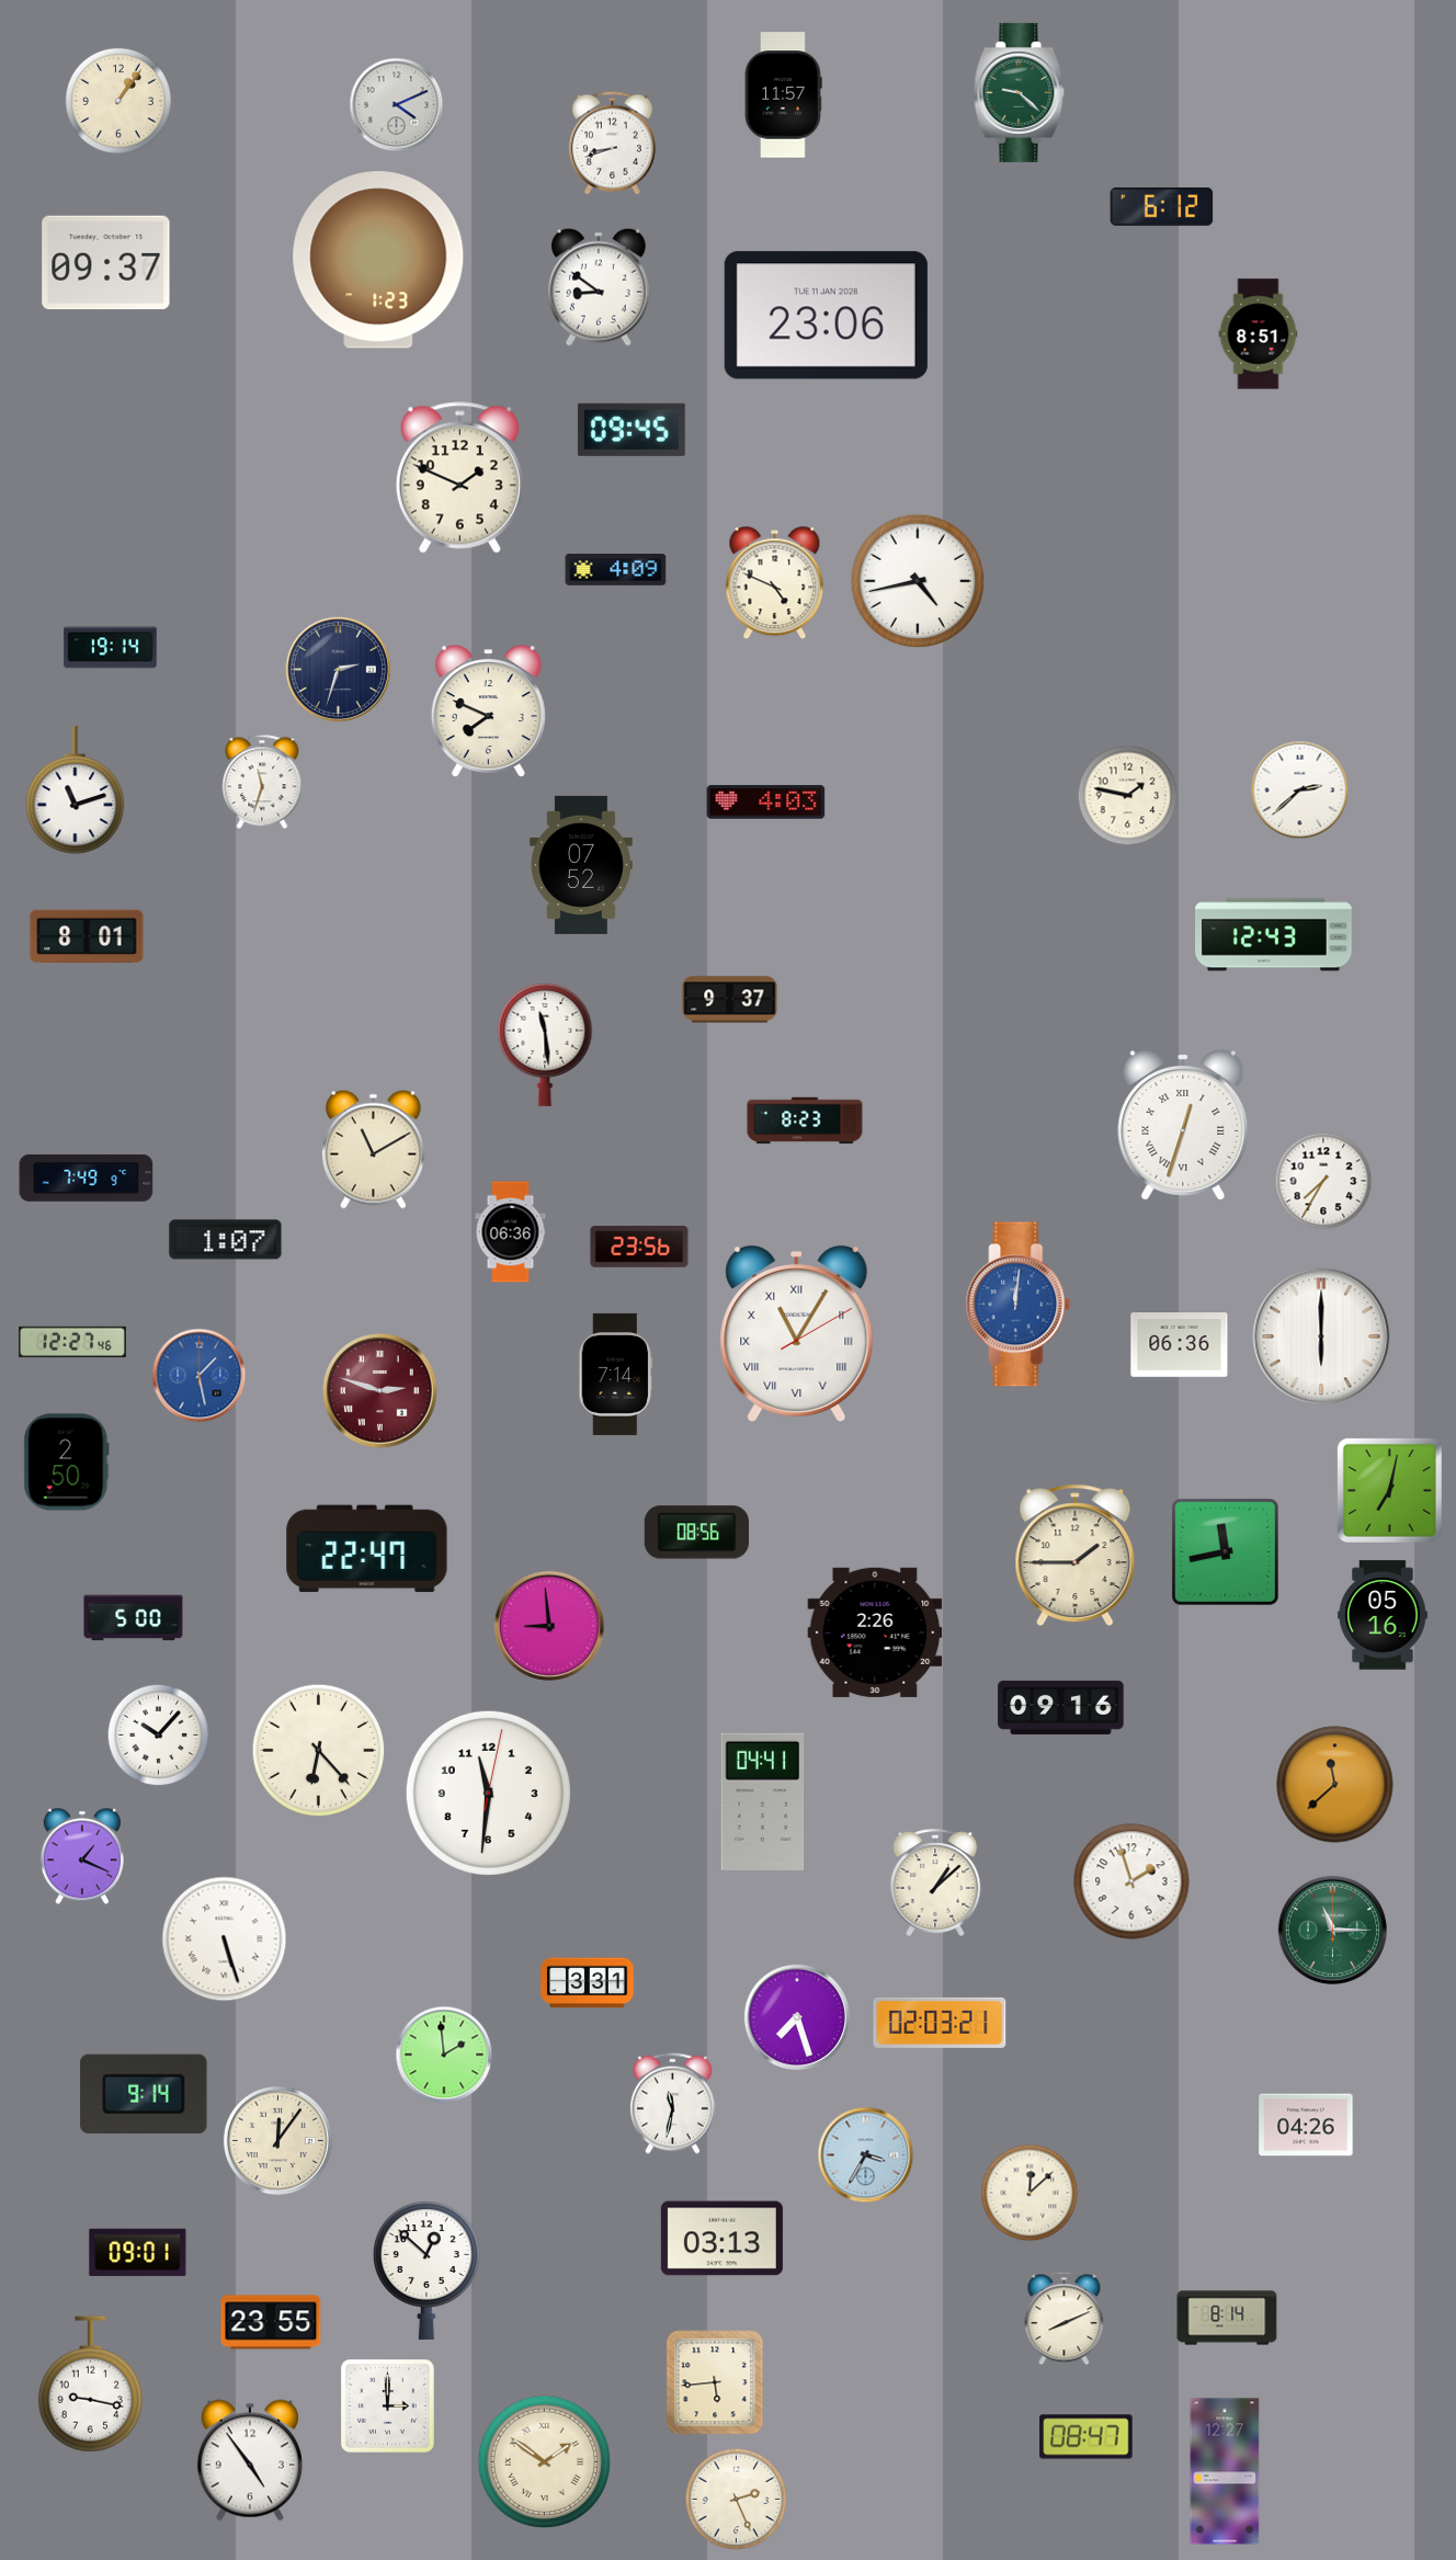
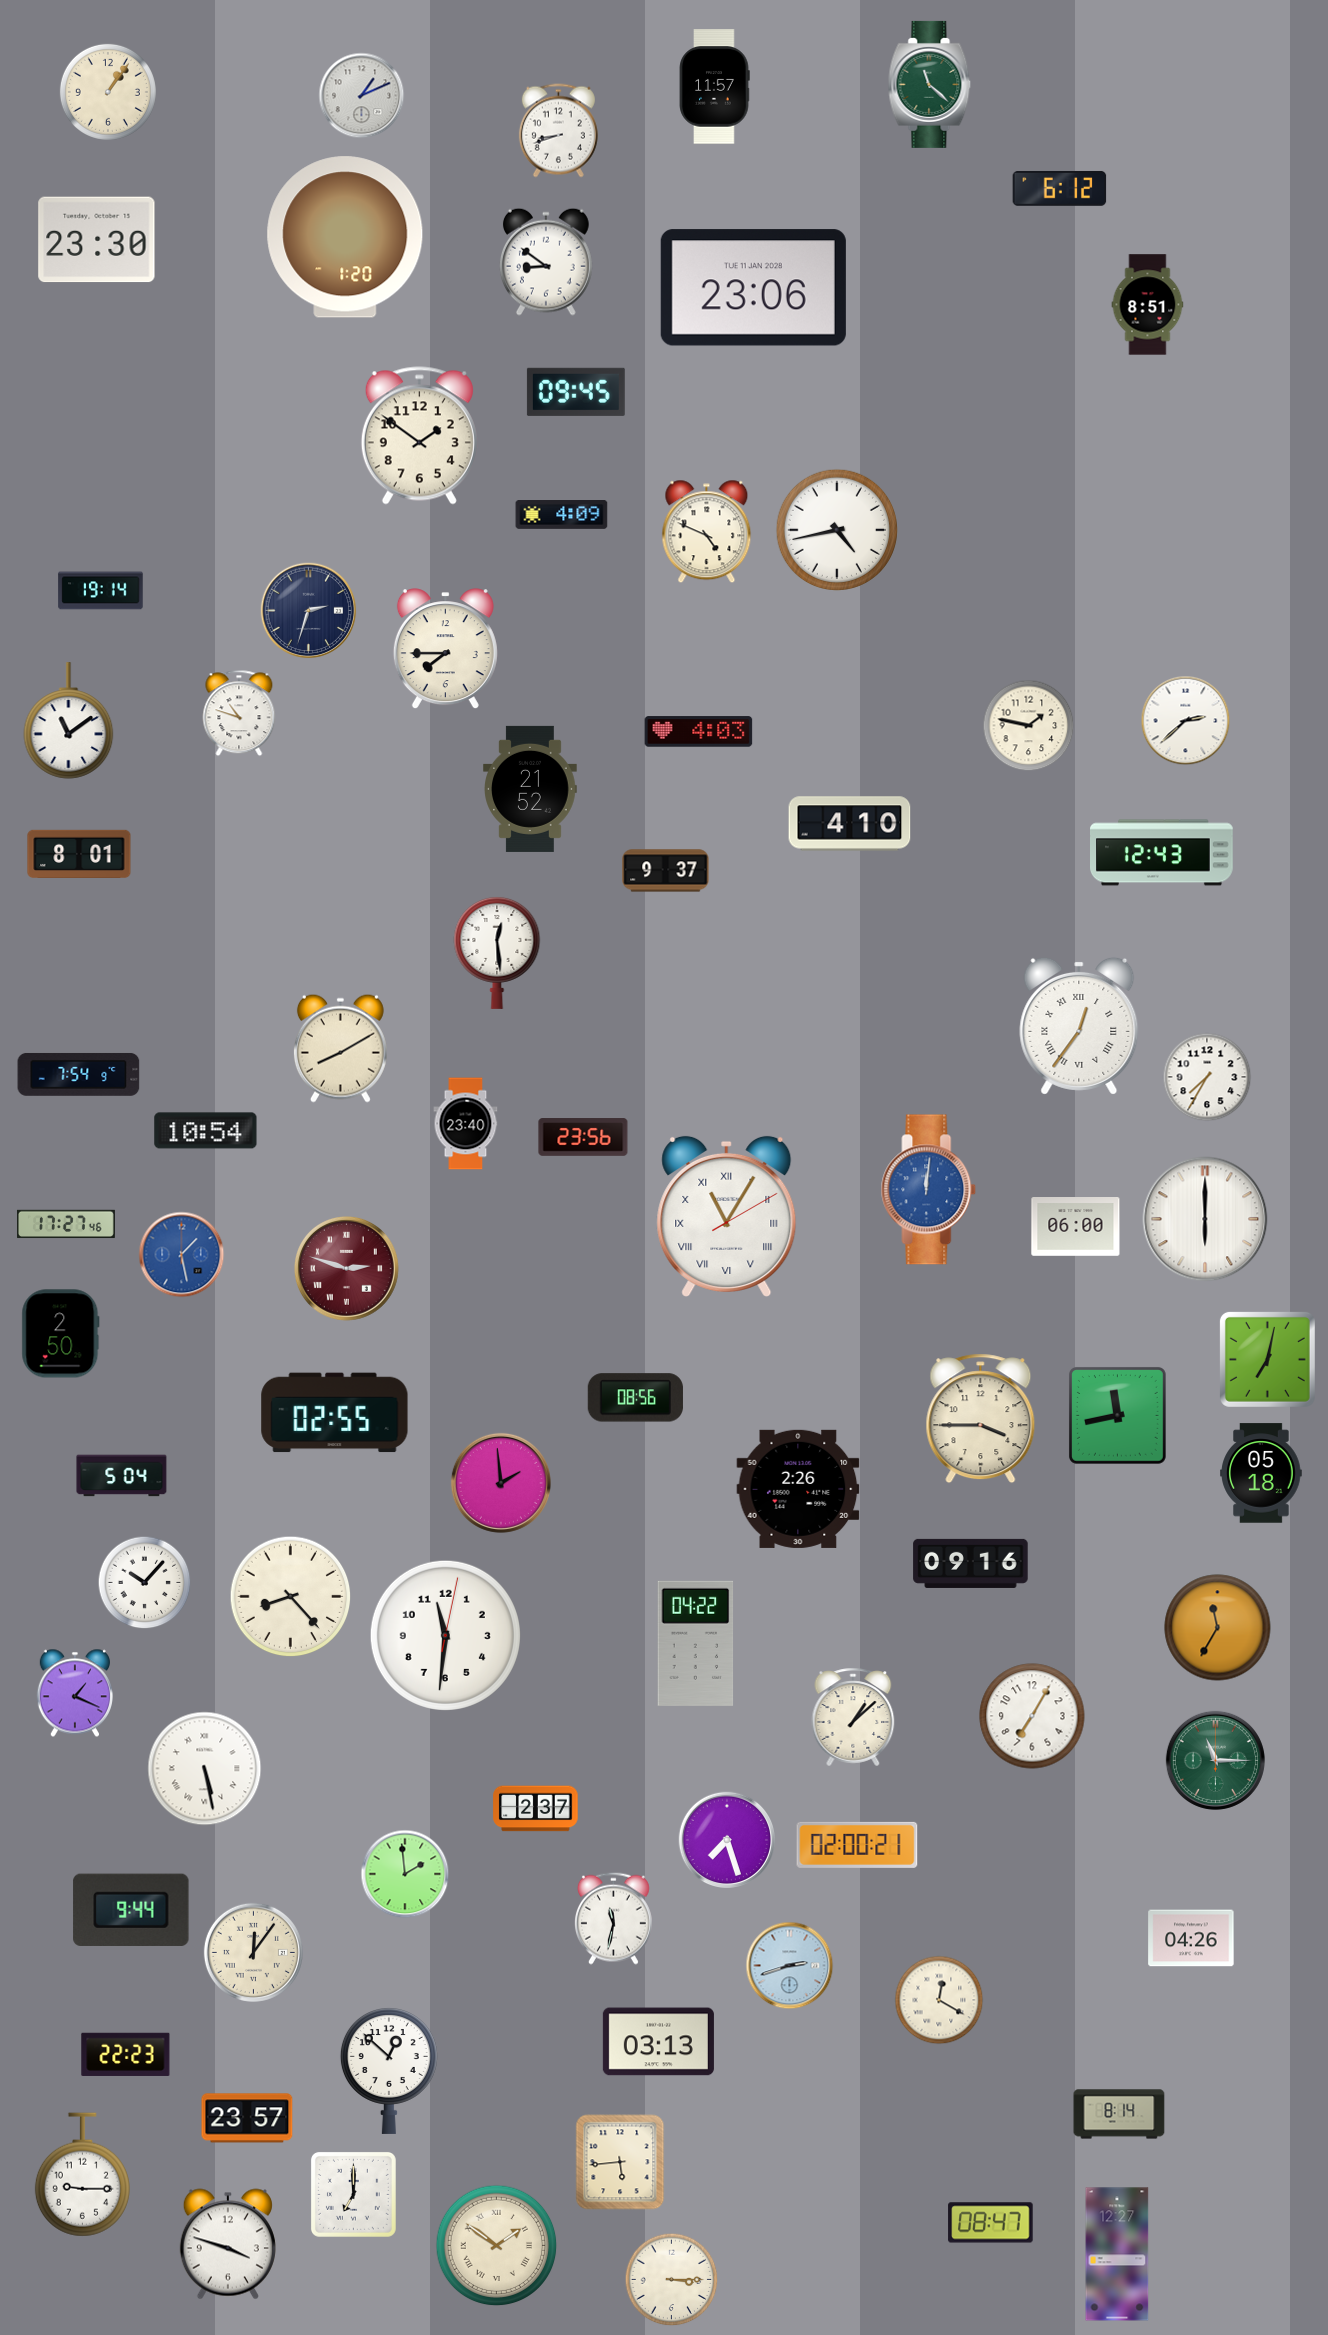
clock at (1020, 92): 9:22 -> 11:22
clock at (397, 105): 4:11 -> 1:11
clock at (378, 260): 1:23 -> 1:20
clock at (106, 263): 09:37 -> 23:30
clock at (459, 478): 1:49 -> 1:51
clock at (616, 570) position: (616, 570) -> (562, 515)
clock at (488, 712): 7:49 -> 7:45
clock at (262, 782): 11:33 -> 10:48
clock at (76, 790): 11:12 -> 11:09
clock at (582, 865): 07:52 -> 21:52
clock at (850, 824): none -> 4:10
clock at (730, 1000) position: (730, 1000) -> (666, 871)
clock at (545, 1044): 11:29 -> 12:29
clock at (805, 1120): 8:23 -> none
clock at (1183, 1125): 12:33 -> 12:36
clock at (373, 1149): 11:10 -> 8:10
clock at (87, 1177): 7:49 -> 7:54
clock at (511, 1232): 06:36 -> 23:40
clock at (226, 1240): 1:07 -> 10:54
clock at (73, 1342): 12:27 -> 17:27
clock at (1180, 1345): 06:36 -> 06:00
clock at (616, 1374): 7:14 -> none
clock at (367, 1549): 22:47 -> 02:55
clock at (1076, 1556): 1:45 -> 3:45
clock at (1383, 1615): 05:16 -> 05:18
clock at (134, 1618): 5:00 -> 5:04
clock at (549, 1626): 8:59 -> 1:59
clock at (1061, 1707) position: (1061, 1707) -> (971, 1563)
clock at (319, 1751): 6:23 -> 8:23
clock at (1335, 1785): 11:38 -> 11:35
clock at (763, 1801): 04:41 -> 04:22
clock at (1131, 1881): 1:57 -> 7:05
clock at (225, 1939): 5:27 -> 5:28
clock at (588, 1983): 3:31 -> 2:37
clock at (940, 2023): 02:03 -> 02:00
clock at (144, 2093): 9:14 -> 9:44
clock at (866, 2155): 3:35 -> 2:42
clock at (1030, 2193): 12:08 -> 12:20
clock at (138, 2252): 09:01 -> 22:23
clock at (1065, 2319): 8:11 -> none
clock at (271, 2322): 23:55 -> 23:57
clock at (715, 2382) position: (715, 2382) -> (620, 2162)
clock at (90, 2385): 9:17 -> 9:15
clock at (387, 2405): 3:00 -> 7:00
clock at (250, 2460): 4:54 -> 3:48
clock at (737, 2500): 2:26 -> 3:15
